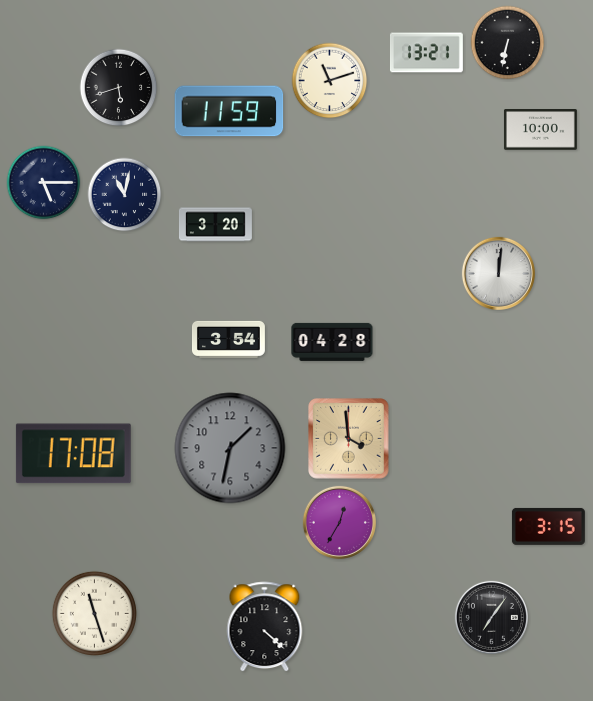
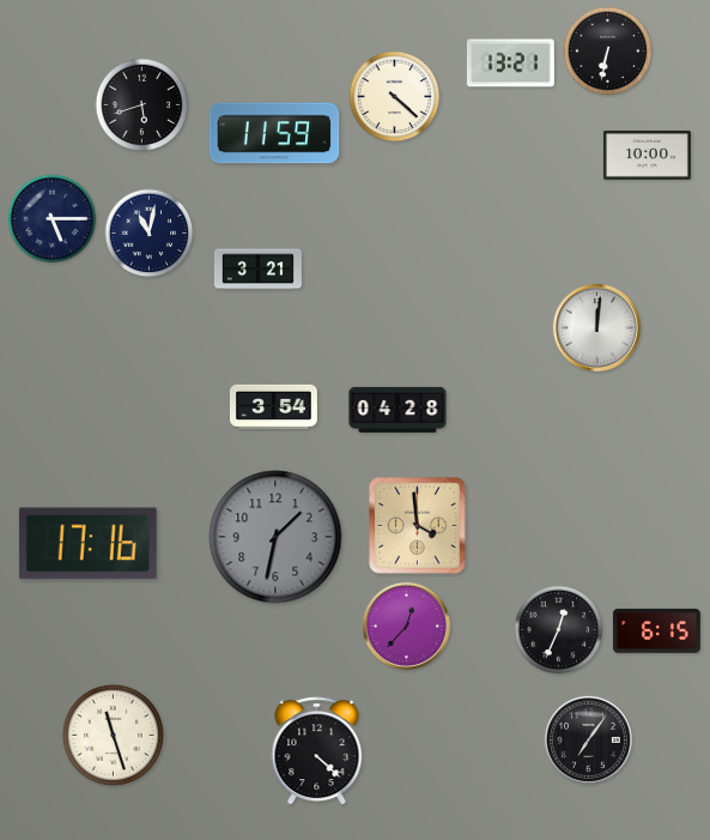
clock at (330, 81): 11:12 -> 4:22
clock at (215, 225): 3:20 -> 3:21
clock at (73, 454): 17:08 -> 17:16
clock at (339, 522): 12:35 -> 12:37
clock at (559, 630): none -> 12:34
clock at (548, 526): 3:15 -> 6:15
